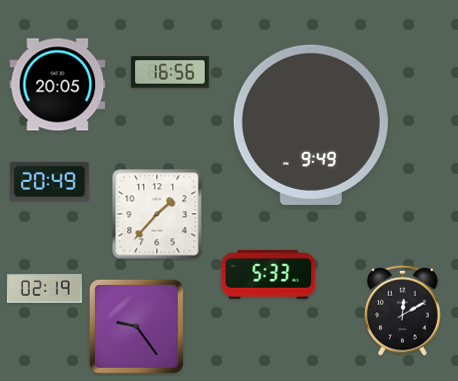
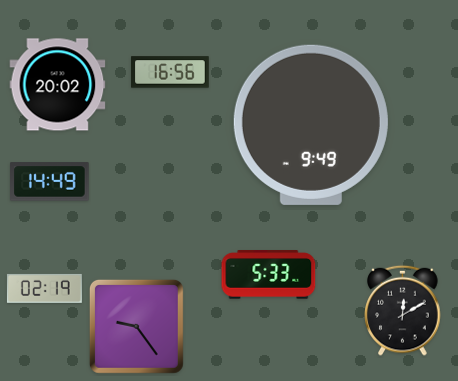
clock at (58, 85): 20:05 -> 20:02
clock at (50, 182): 20:49 -> 14:49
clock at (157, 214): 1:37 -> none
